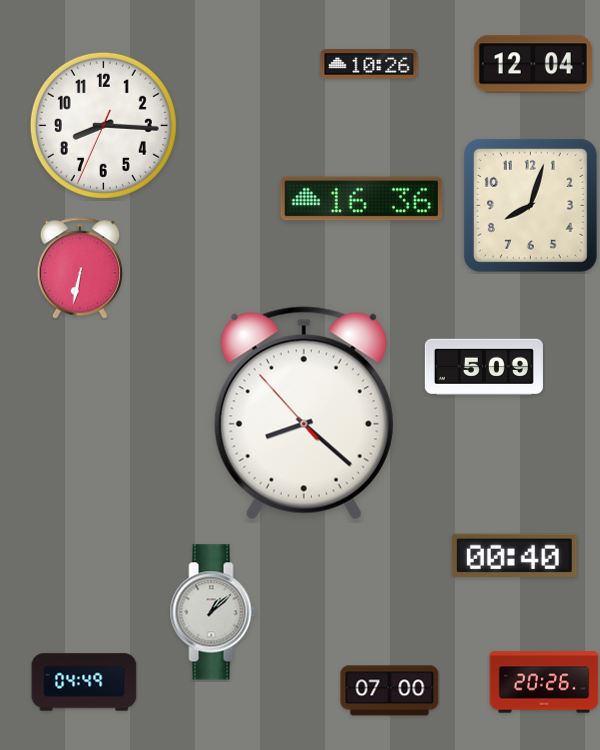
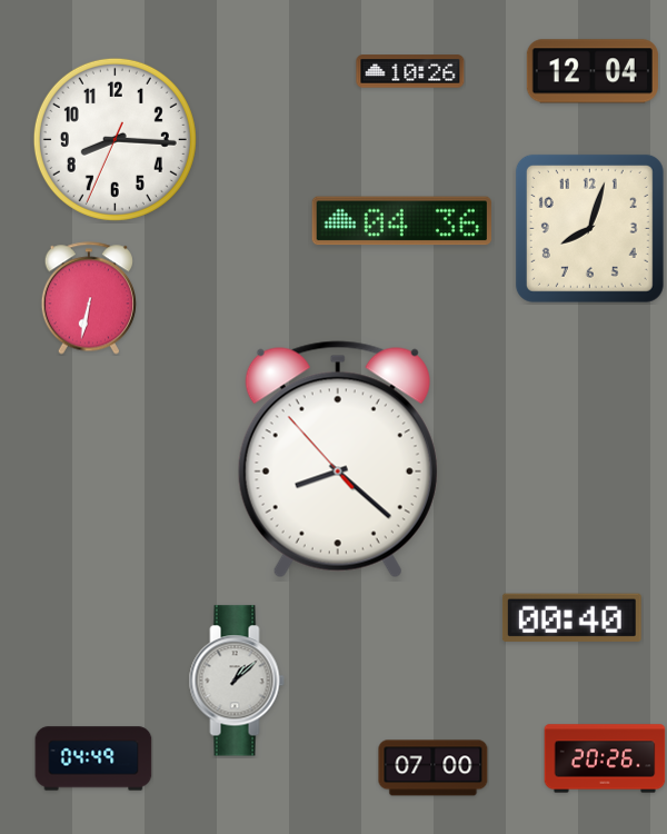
clock at (361, 199): 16:36 -> 04:36
clock at (484, 366): 5:09 -> none
